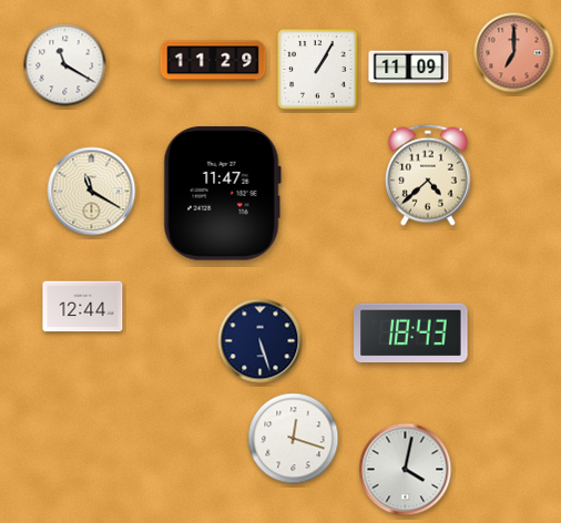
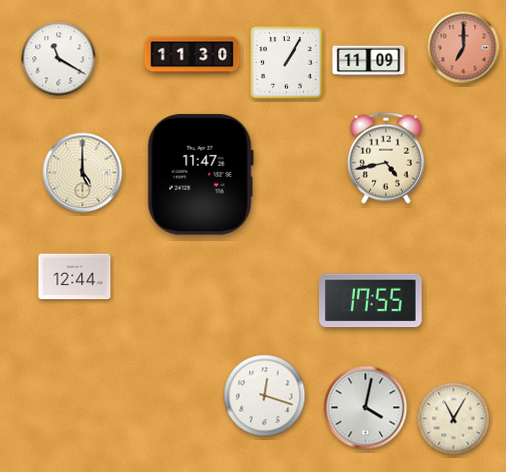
clock at (213, 61): 11:29 -> 11:30
clock at (428, 175): 4:38 -> 4:43
clock at (92, 192): 11:20 -> 5:00
clock at (411, 334): 18:43 -> 17:55
clock at (261, 341): 5:27 -> none
clock at (454, 419): none -> 11:05
clock at (406, 470) position: (406, 470) -> (366, 408)
